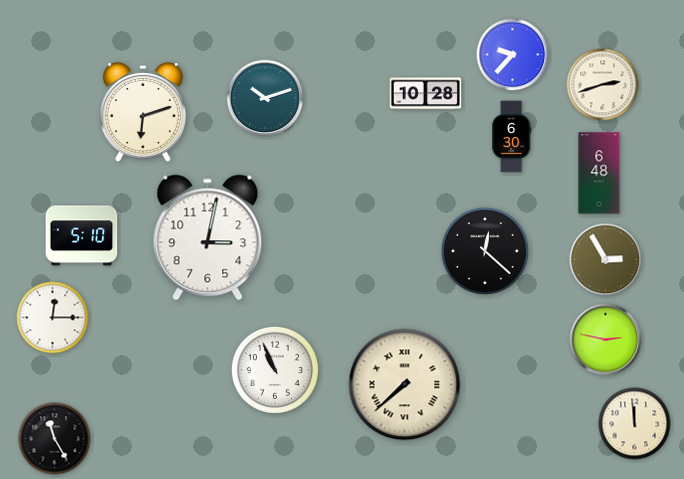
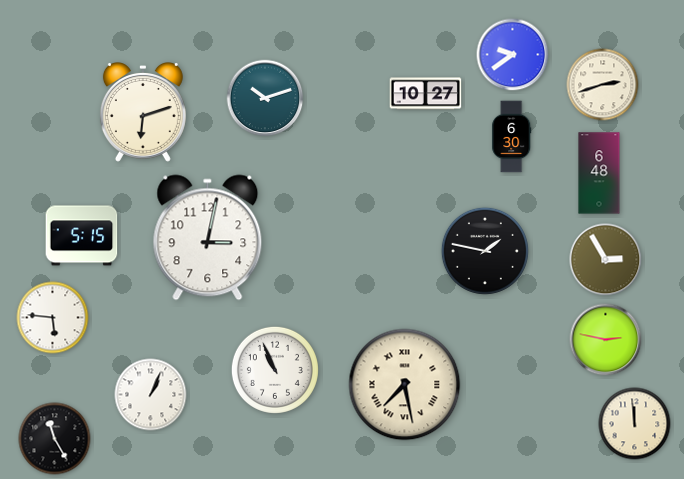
clock at (513, 55): 9:37 -> 9:39
clock at (426, 94): 10:28 -> 10:27
clock at (82, 236): 5:10 -> 5:15
clock at (485, 251): 12:22 -> 1:47
clock at (53, 318): 12:15 -> 5:46
clock at (405, 385): 7:38 -> 7:28
clock at (151, 395): none -> 1:04
